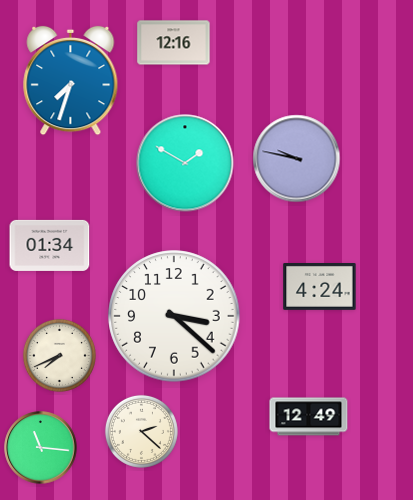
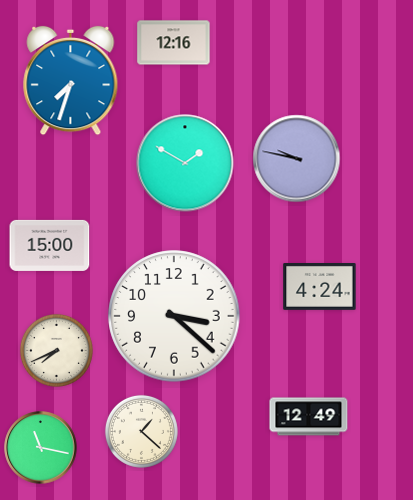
clock at (50, 245): 01:34 -> 15:00
clock at (59, 355) position: (59, 355) -> (56, 350)
clock at (141, 431): 2:22 -> 1:22
clock at (41, 448): 11:16 -> 11:17
